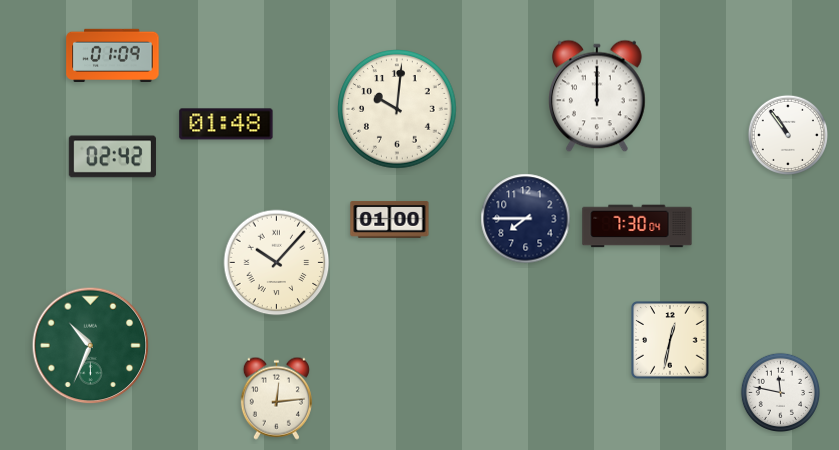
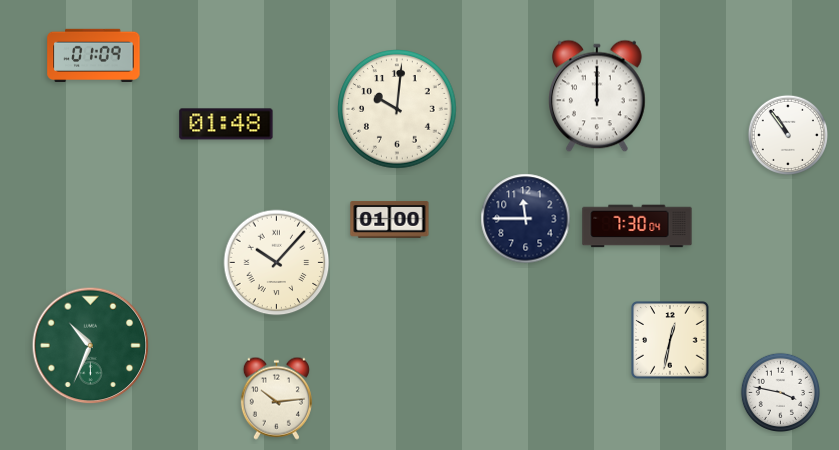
clock at (113, 55) position: (113, 55) -> (94, 55)
clock at (112, 157): 02:42 -> none
clock at (526, 219): 7:45 -> 11:45
clock at (780, 392): 11:47 -> 3:47
clock at (276, 398): 12:14 -> 10:14
